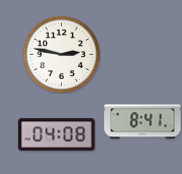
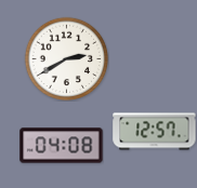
clock at (61, 54): 2:47 -> 2:40
clock at (143, 122): 8:41 -> 12:57
